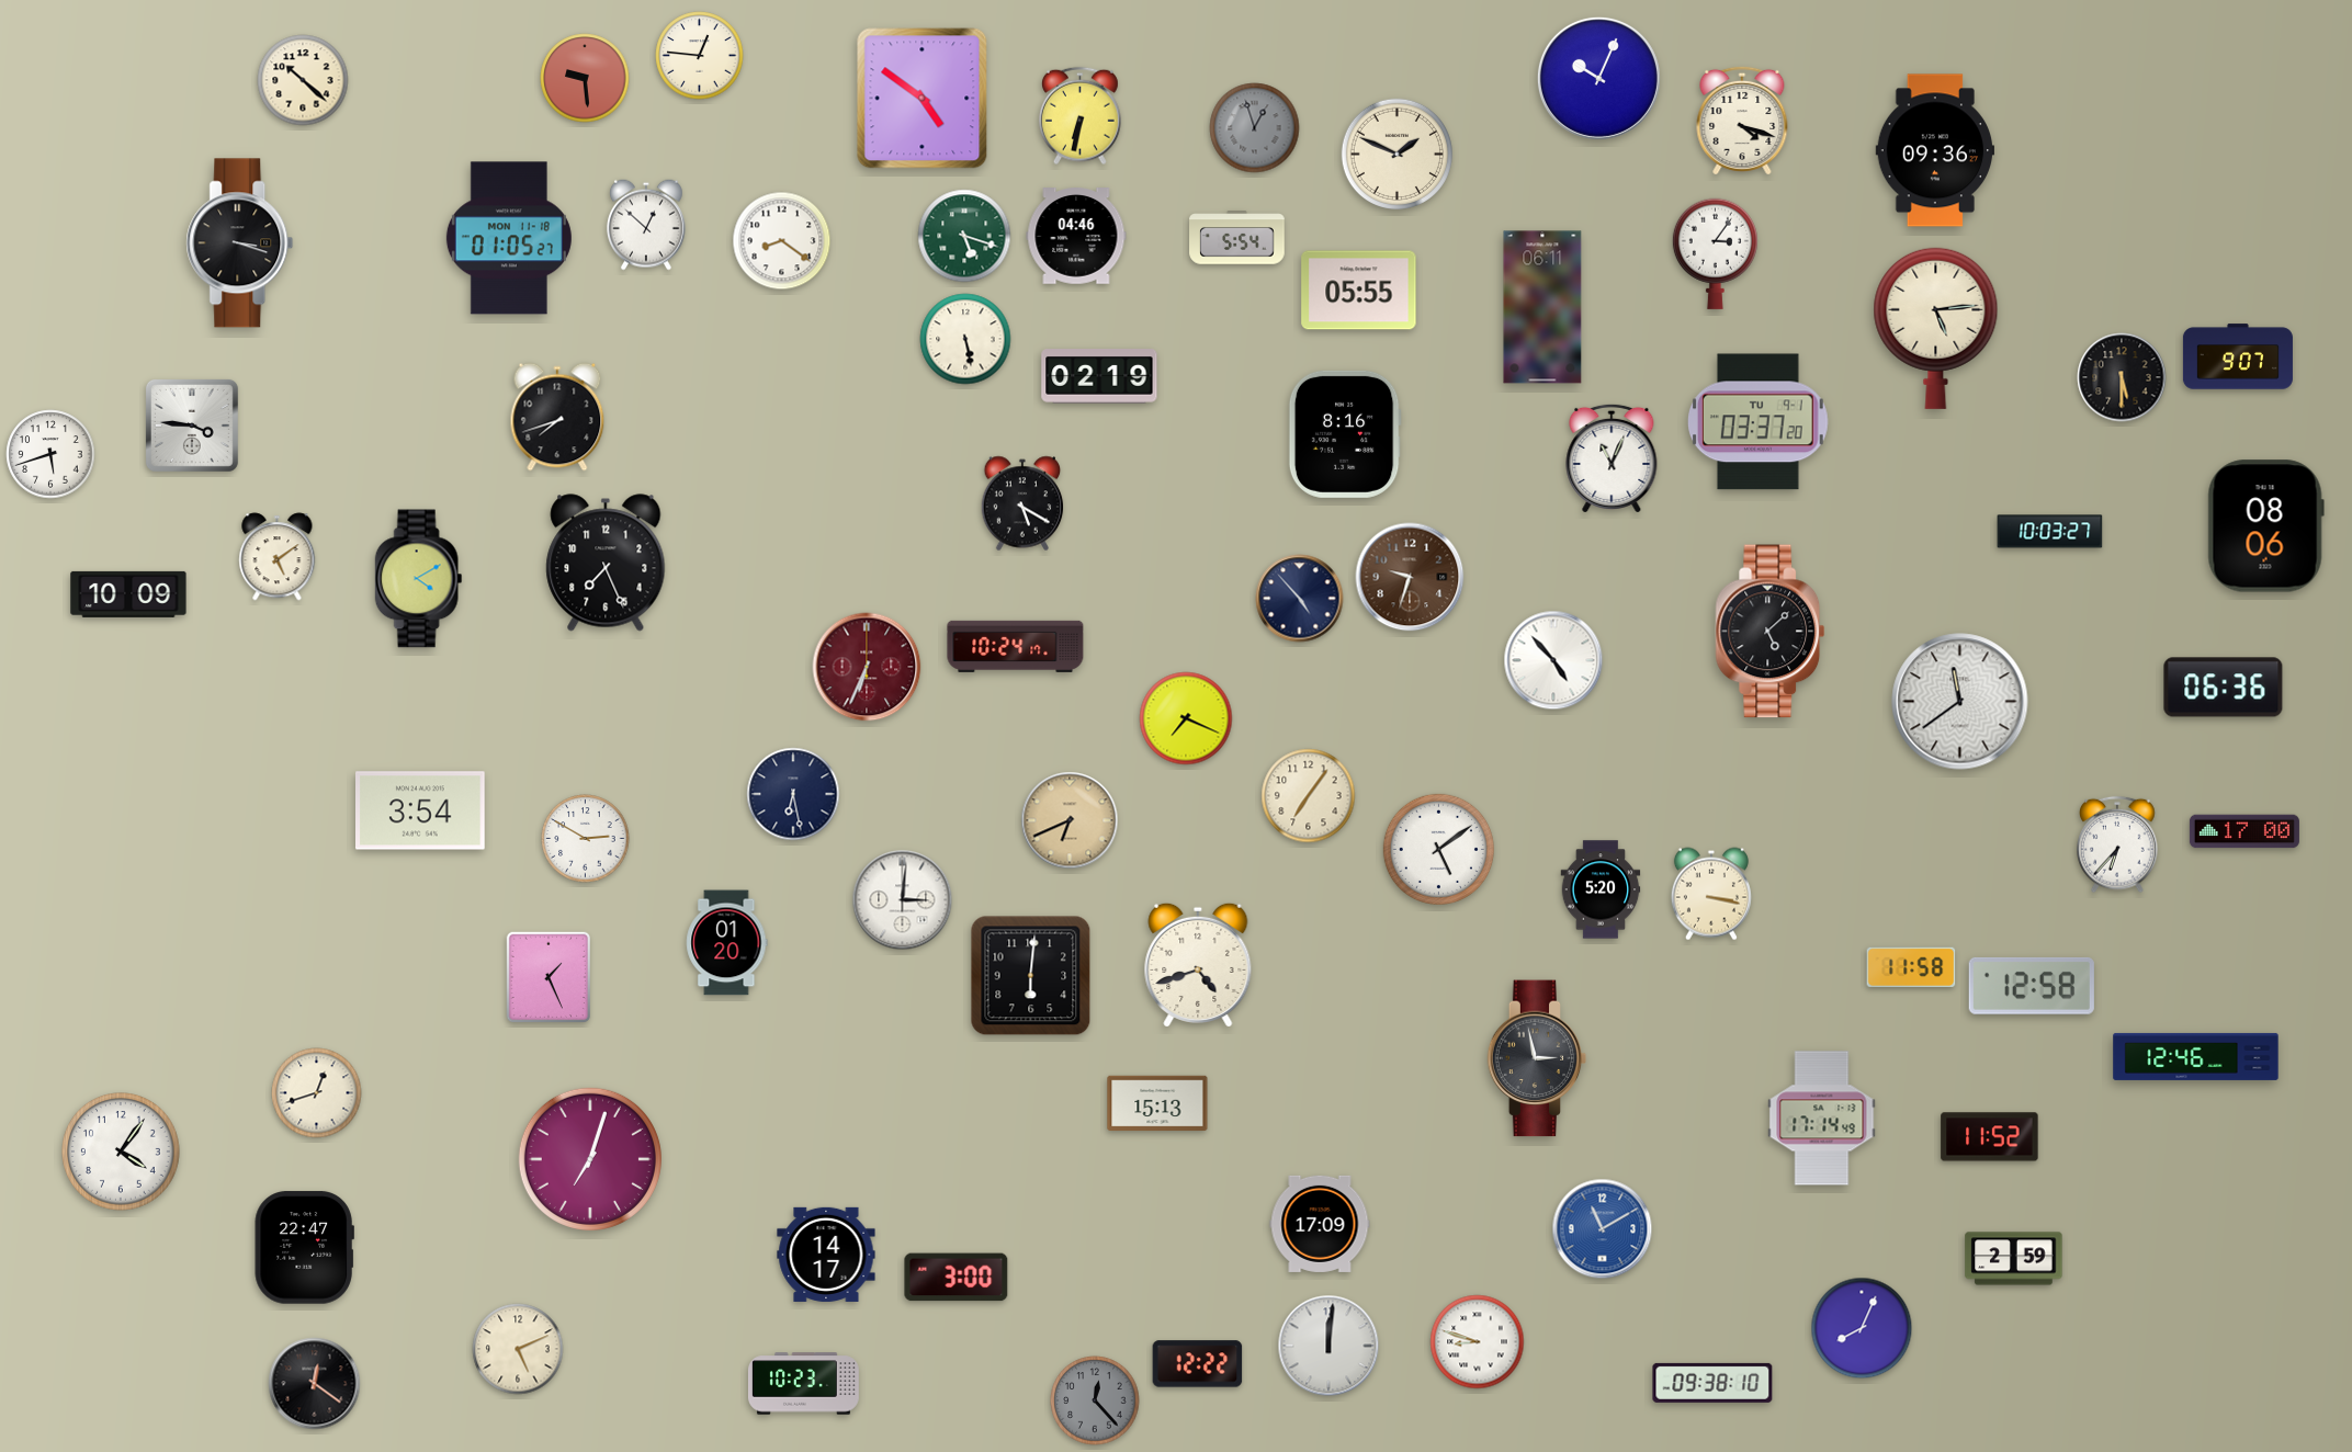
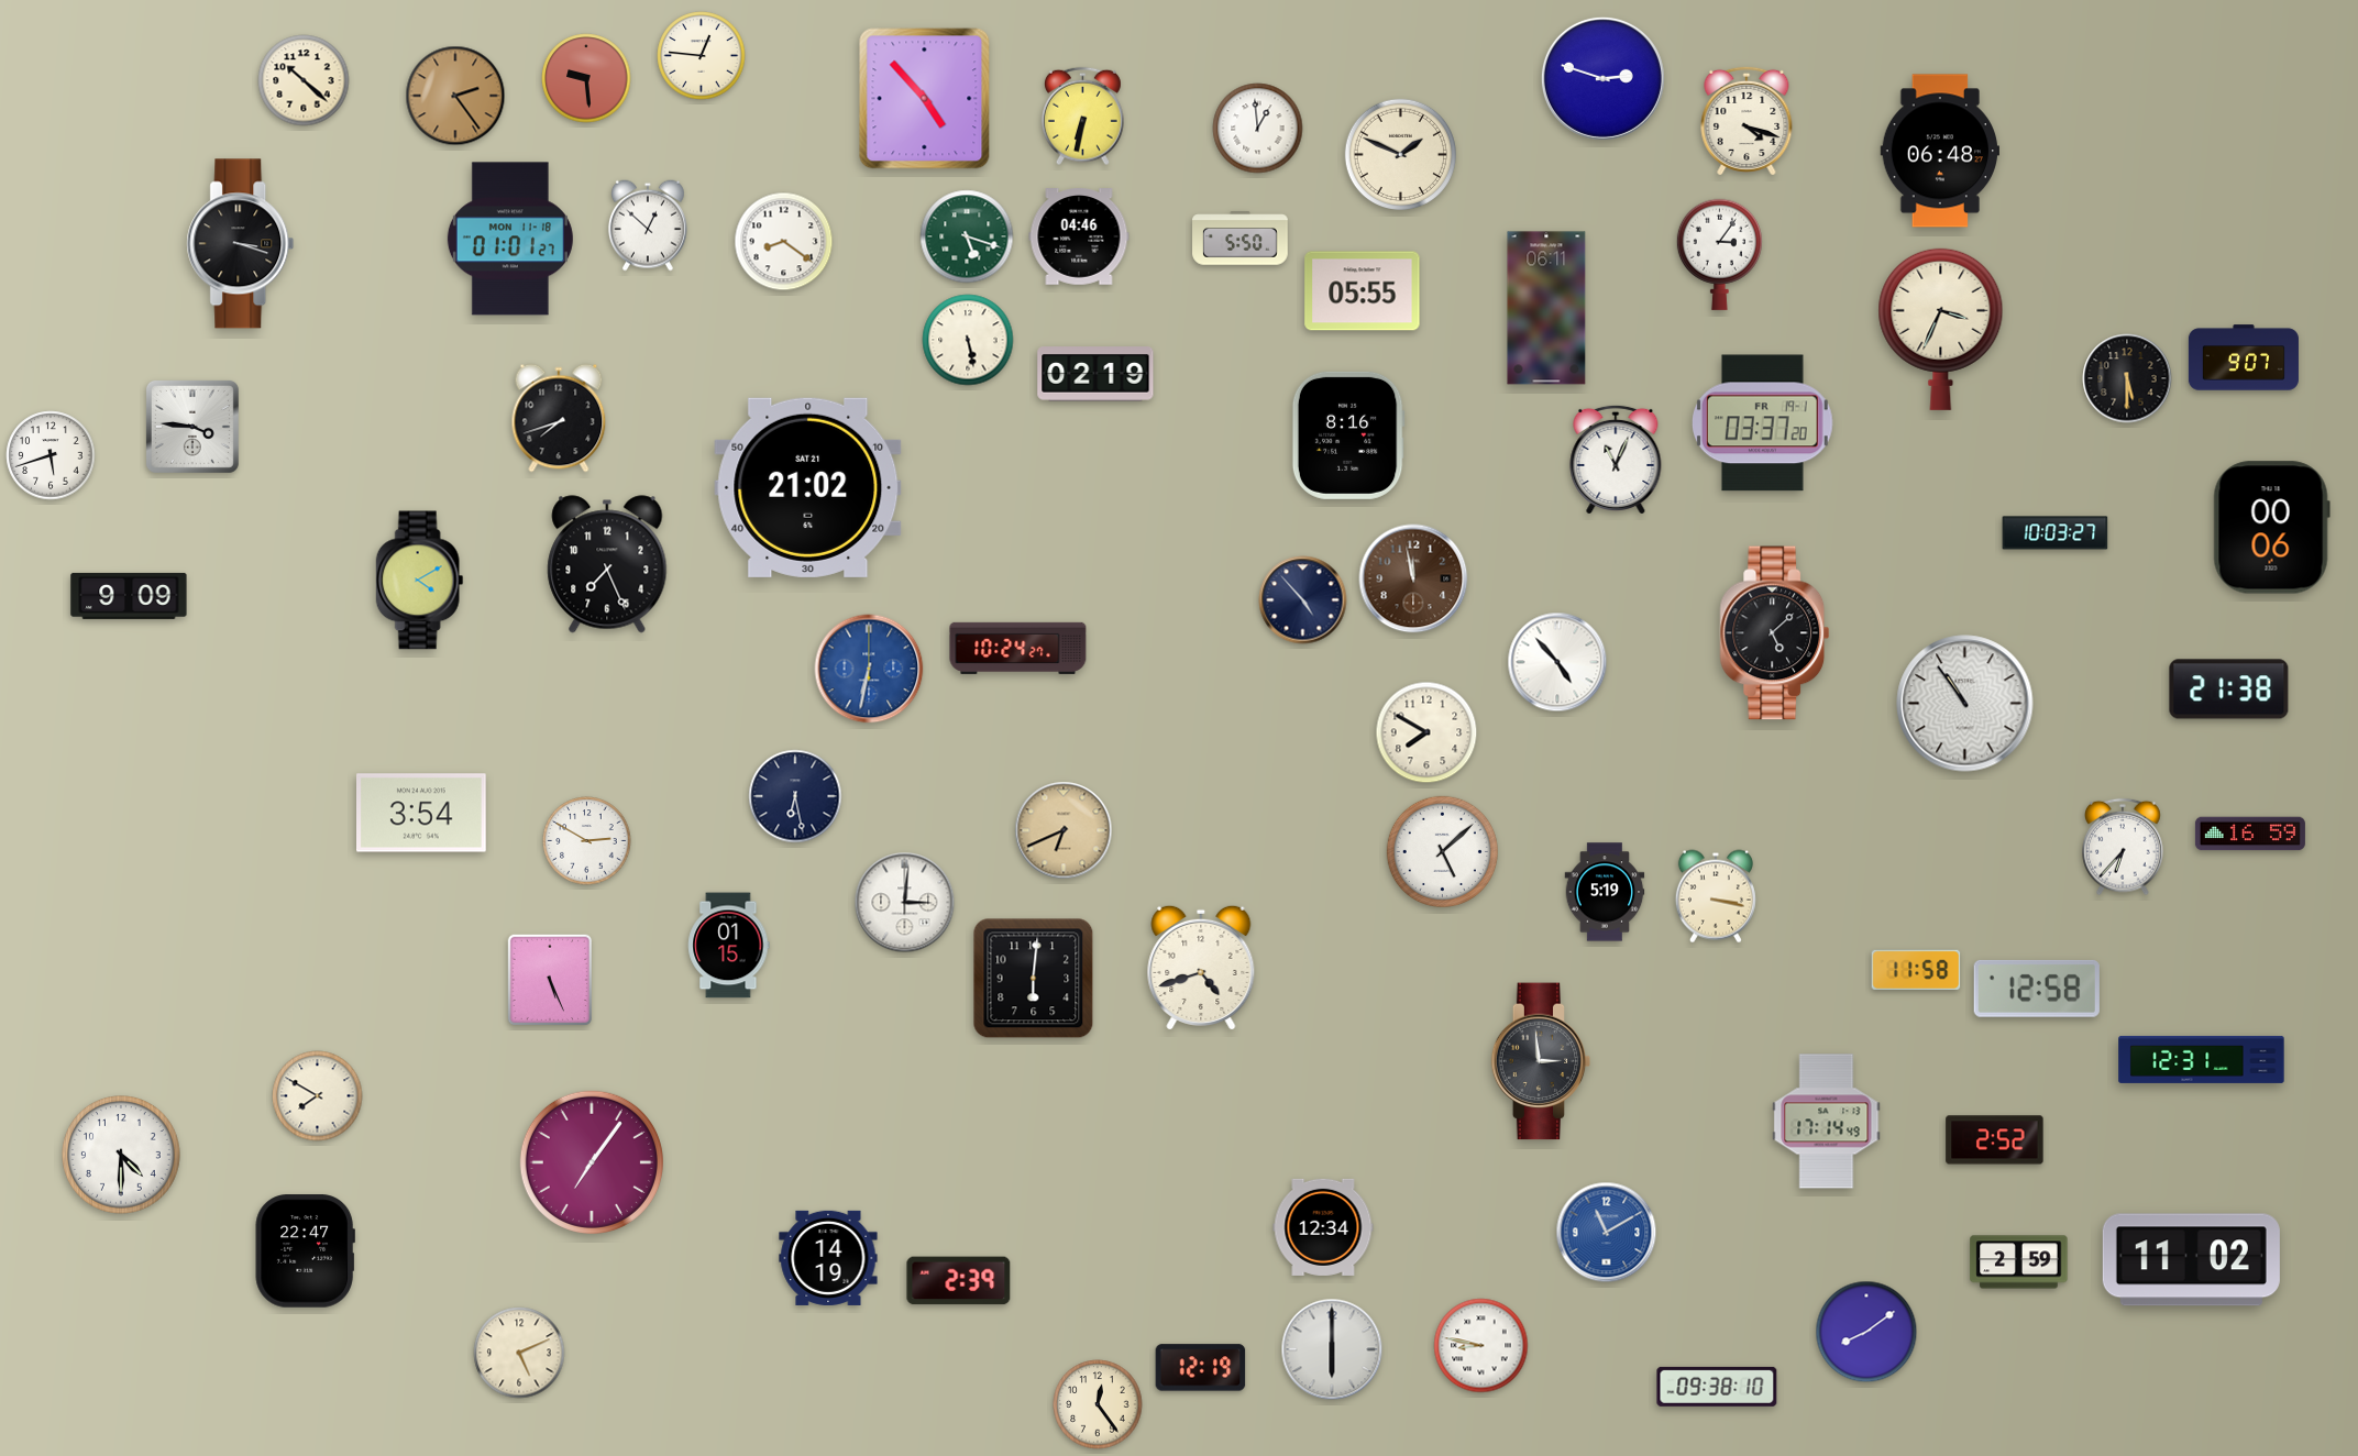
clock at (1598, 78): 10:04 -> 2:48
clock at (455, 96): none -> 2:24
clock at (923, 99): 4:51 -> 4:53
clock at (1255, 128): 12:57 -> 12:59
clock at (1255, 128) dial: grey -> white
clock at (1934, 150): 09:36 -> 06:48
clock at (509, 238): 01:05 -> 01:01
clock at (1237, 238): 5:54 -> 5:50
clock at (1936, 328): 5:14 -> 3:34
clock at (1099, 376) position: (1099, 376) -> (1095, 374)
clock at (1757, 422) date: TU 9-1 -> FR 19-1
clock at (808, 487): none -> 21:02
clock at (1022, 503): 5:20 -> none
clock at (2265, 526): 08:06 -> 00:06
clock at (278, 557): 5:09 -> none
clock at (1410, 577): 9:33 -> 11:58
clock at (128, 594): 10:09 -> 9:09
clock at (1016, 646): 10:24:17 -> 10:24:27
clock at (867, 667): 6:34 -> 6:32
clock at (867, 667) dial: burgundy -> blue
clock at (2224, 688): 06:36 -> 21:38
clock at (1960, 702): 11:39 -> 10:54
clock at (1186, 718): 7:19 -> none
clock at (1426, 732): none -> 7:50
clock at (1309, 796): 7:06 -> none
clock at (1070, 820) position: (1070, 820) -> (1064, 830)
clock at (2244, 831): 17:00 -> 16:59
clock at (1438, 849): 5:09 -> 5:08
clock at (1601, 889): 5:20 -> 5:19
clock at (727, 943): 01:20 -> 01:15
clock at (549, 977): 1:26 -> 5:26
clock at (2196, 1056): 12:46 -> 12:31
clock at (1537, 1058): 2:58 -> 2:59
clock at (317, 1093): 12:42 -> 7:50
clock at (1157, 1103): 15:13 -> none
clock at (1990, 1137): 11:52 -> 2:52
clock at (122, 1153): 4:06 -> 4:30
clock at (590, 1159): 7:03 -> 7:06
clock at (1320, 1224): 17:09 -> 12:34
clock at (826, 1255): 14:17 -> 14:19
clock at (2191, 1260): none -> 11:02
clock at (957, 1278): 3:00 -> 2:39
clock at (1862, 1328): 8:04 -> 8:09
clock at (1478, 1342): 8:48 -> 8:47
clock at (1328, 1346): 12:01 -> 6:00
clock at (1198, 1364): 12:22 -> 12:19
clock at (315, 1384): 12:21 -> none
clock at (803, 1384): 10:23 -> none
clock at (1095, 1400): 12:23 -> 12:24
clock at (1095, 1400) dial: grey -> cream
